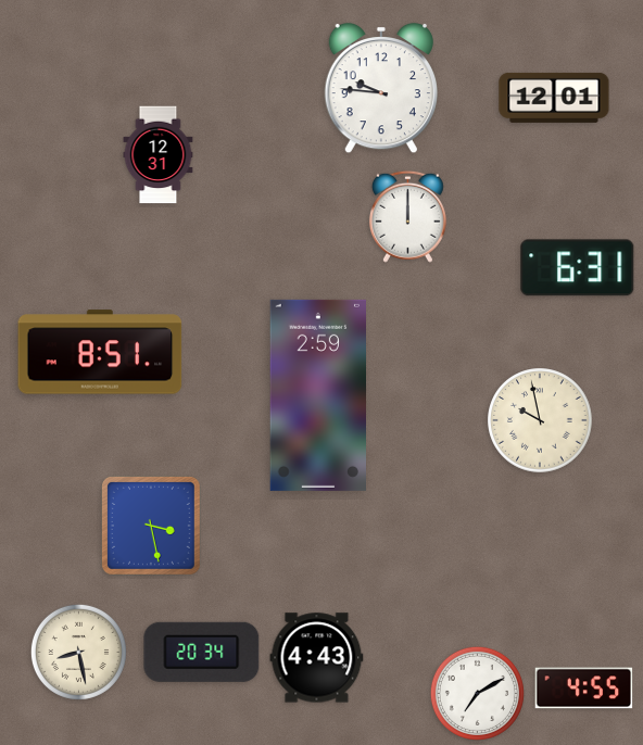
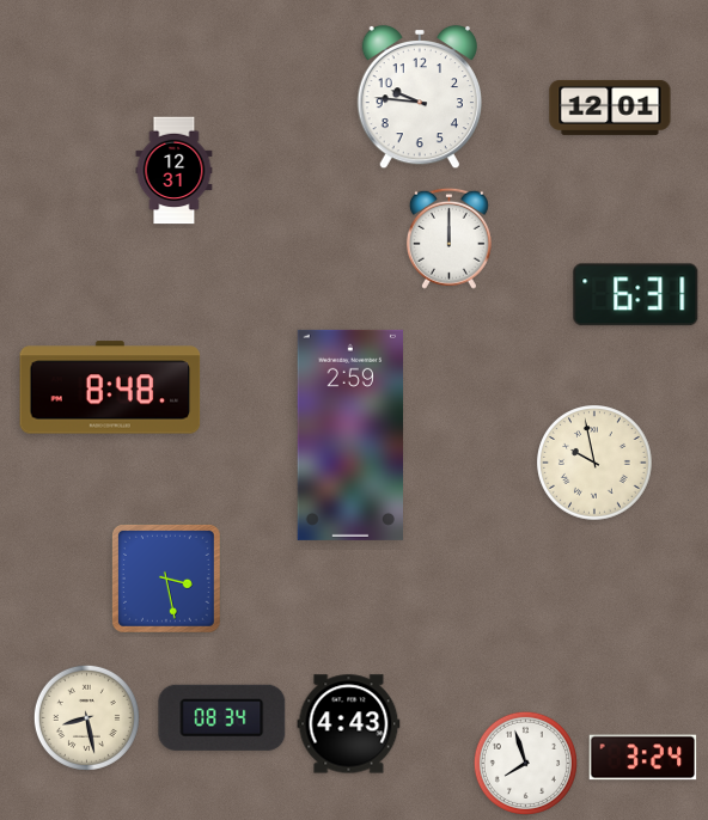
clock at (100, 352): 8:51 -> 8:48
clock at (202, 652): 20:34 -> 08:34
clock at (584, 689): 4:55 -> 3:24
clock at (477, 693): 7:10 -> 7:57
